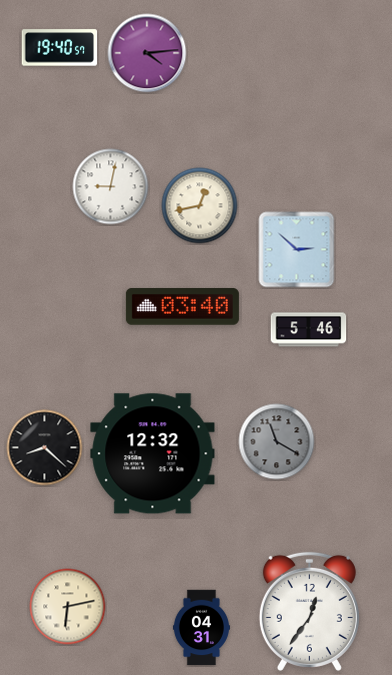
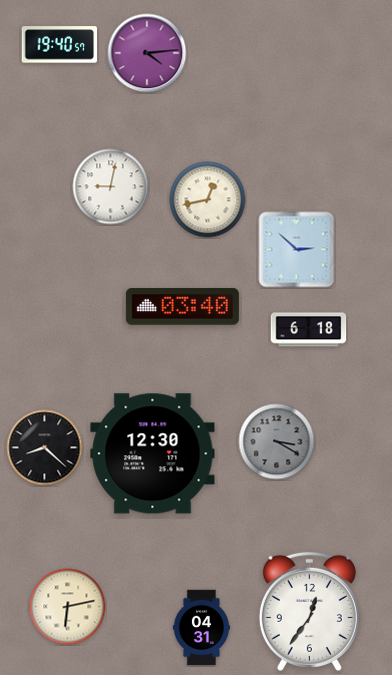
clock at (60, 48) position: (60, 48) -> (60, 45)
clock at (200, 206) position: (200, 206) -> (208, 200)
clock at (309, 330): 5:46 -> 6:18
clock at (277, 442): 11:20 -> 3:20
clock at (153, 454): 12:32 -> 12:30
